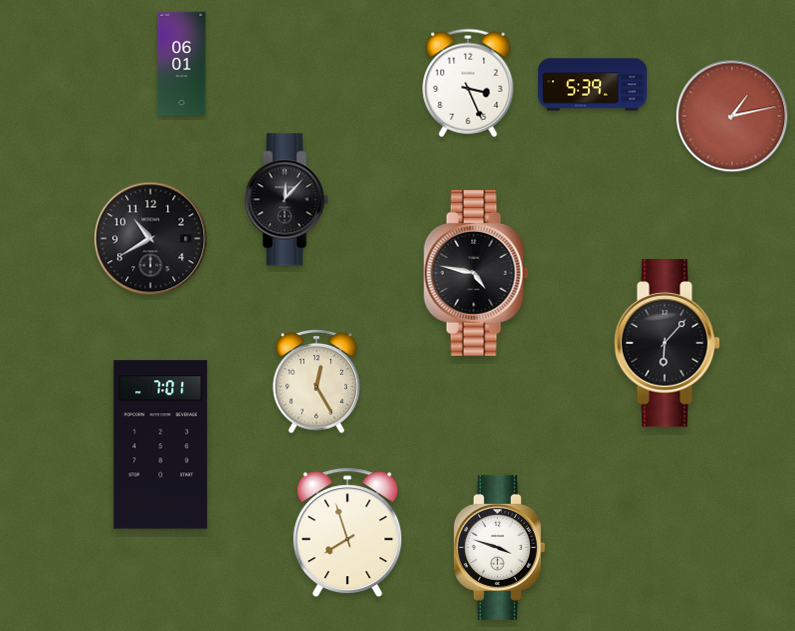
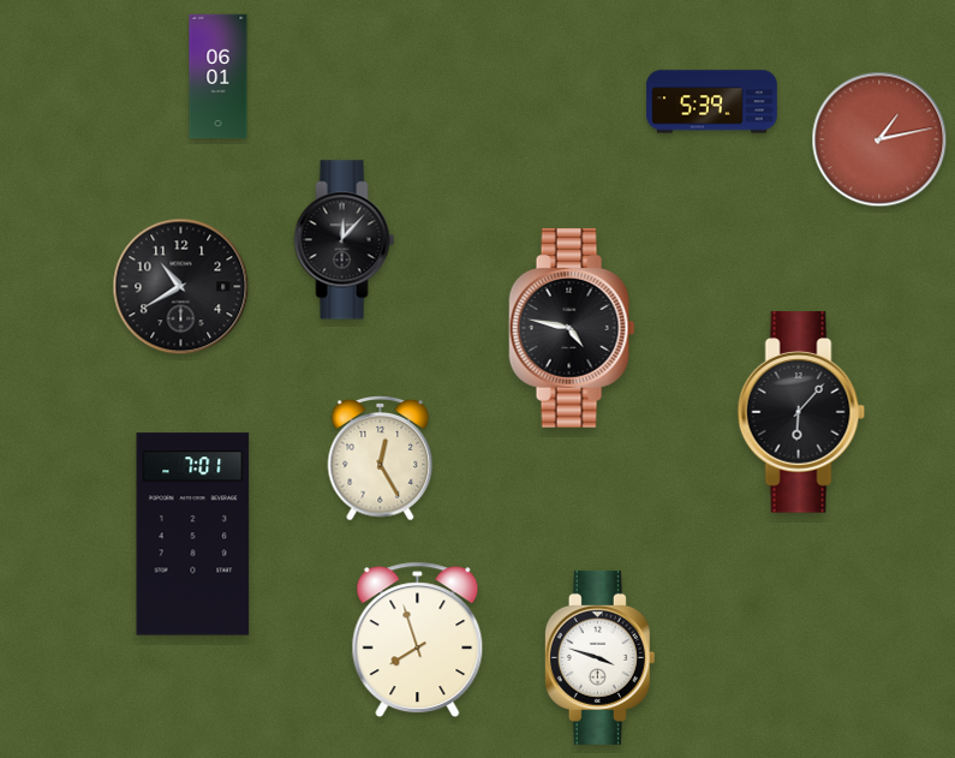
clock at (468, 83): 3:26 -> none
